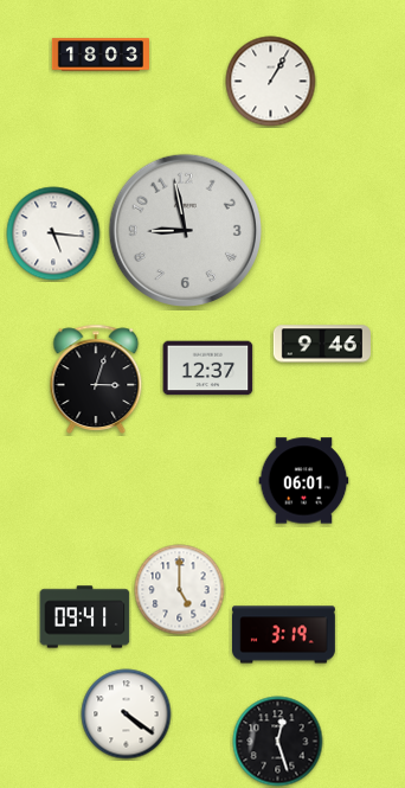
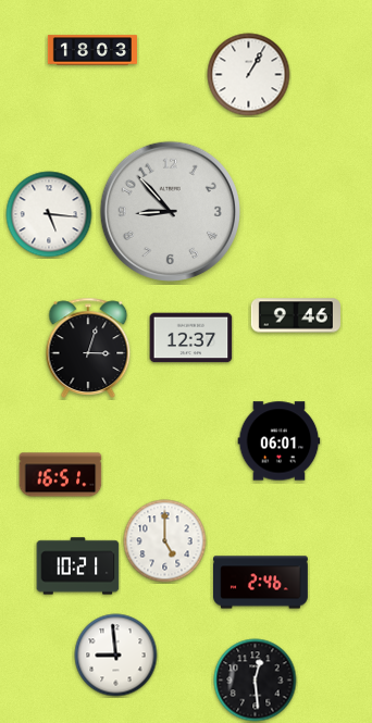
clock at (185, 230): 8:58 -> 8:53
clock at (61, 475): none -> 16:51
clock at (85, 617): 09:41 -> 10:21
clock at (284, 635): 3:19 -> 2:46
clock at (127, 715): 4:21 -> 8:59
clock at (278, 742): 12:27 -> 12:29
